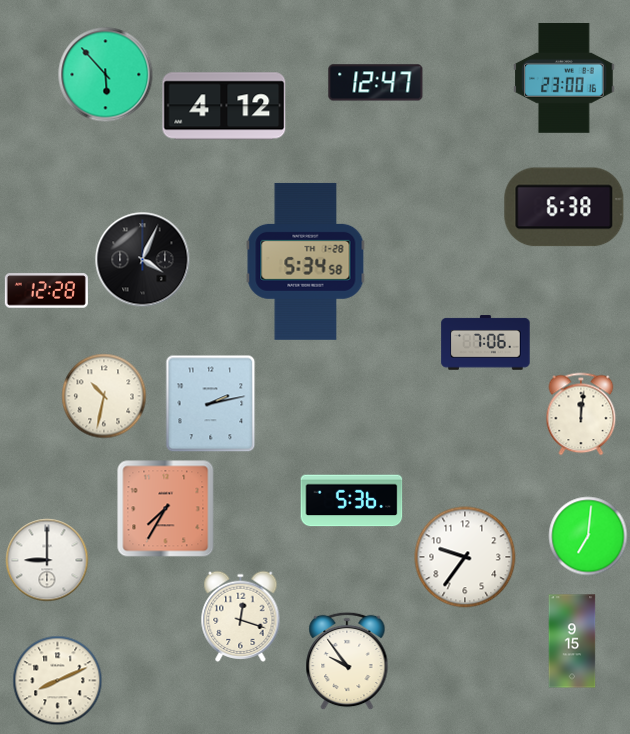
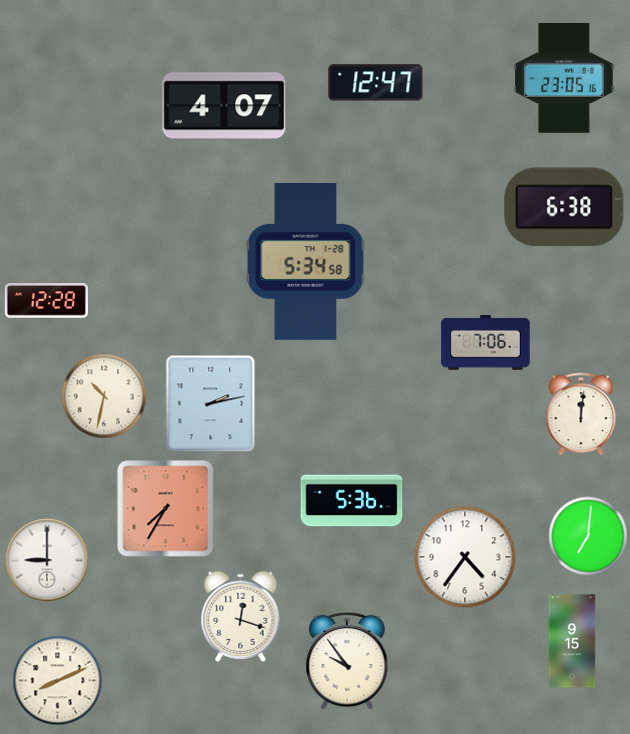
clock at (106, 75): 5:53 -> none
clock at (564, 78): 23:00 -> 23:05
clock at (224, 106): 4:12 -> 4:07
clock at (143, 260): 4:04 -> none
clock at (46, 291) position: (46, 291) -> (46, 301)
clock at (465, 557): 9:36 -> 4:36
